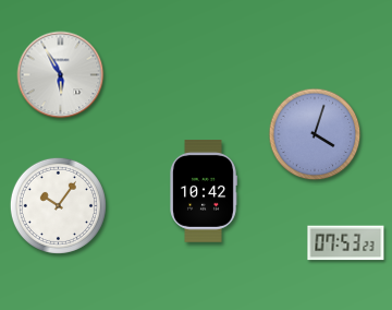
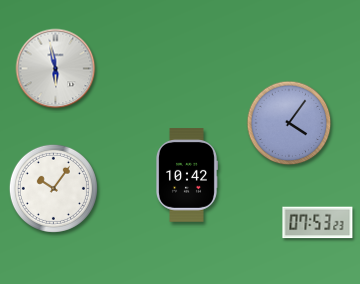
clock at (61, 75): 5:55 -> 5:58
clock at (315, 134): 4:03 -> 4:06
